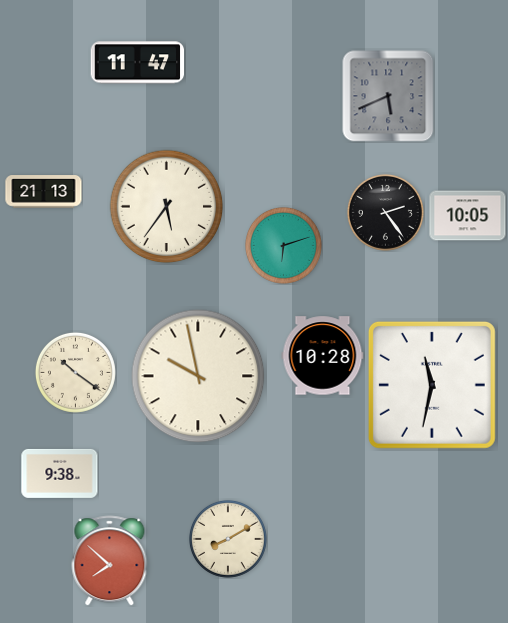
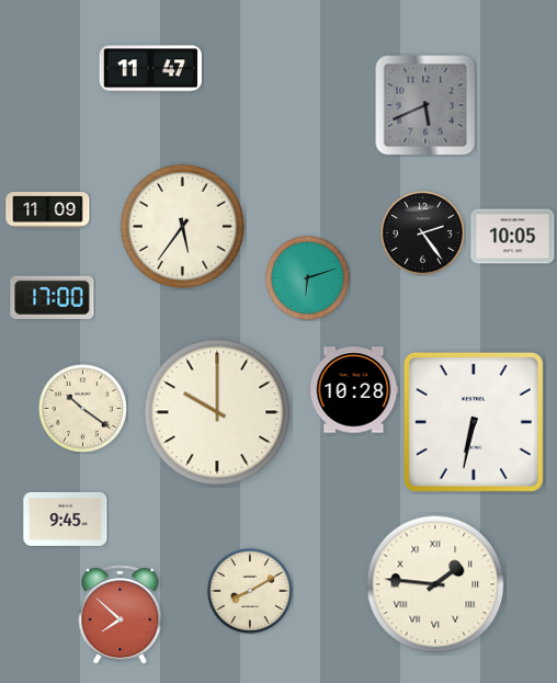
clock at (44, 192): 21:13 -> 11:09
clock at (283, 245) position: (283, 245) -> (307, 277)
clock at (53, 297): none -> 17:00
clock at (198, 376): 9:58 -> 10:00
clock at (432, 385): 11:32 -> 6:32
clock at (60, 473): 9:38 -> 9:45
clock at (435, 584): none -> 1:46
